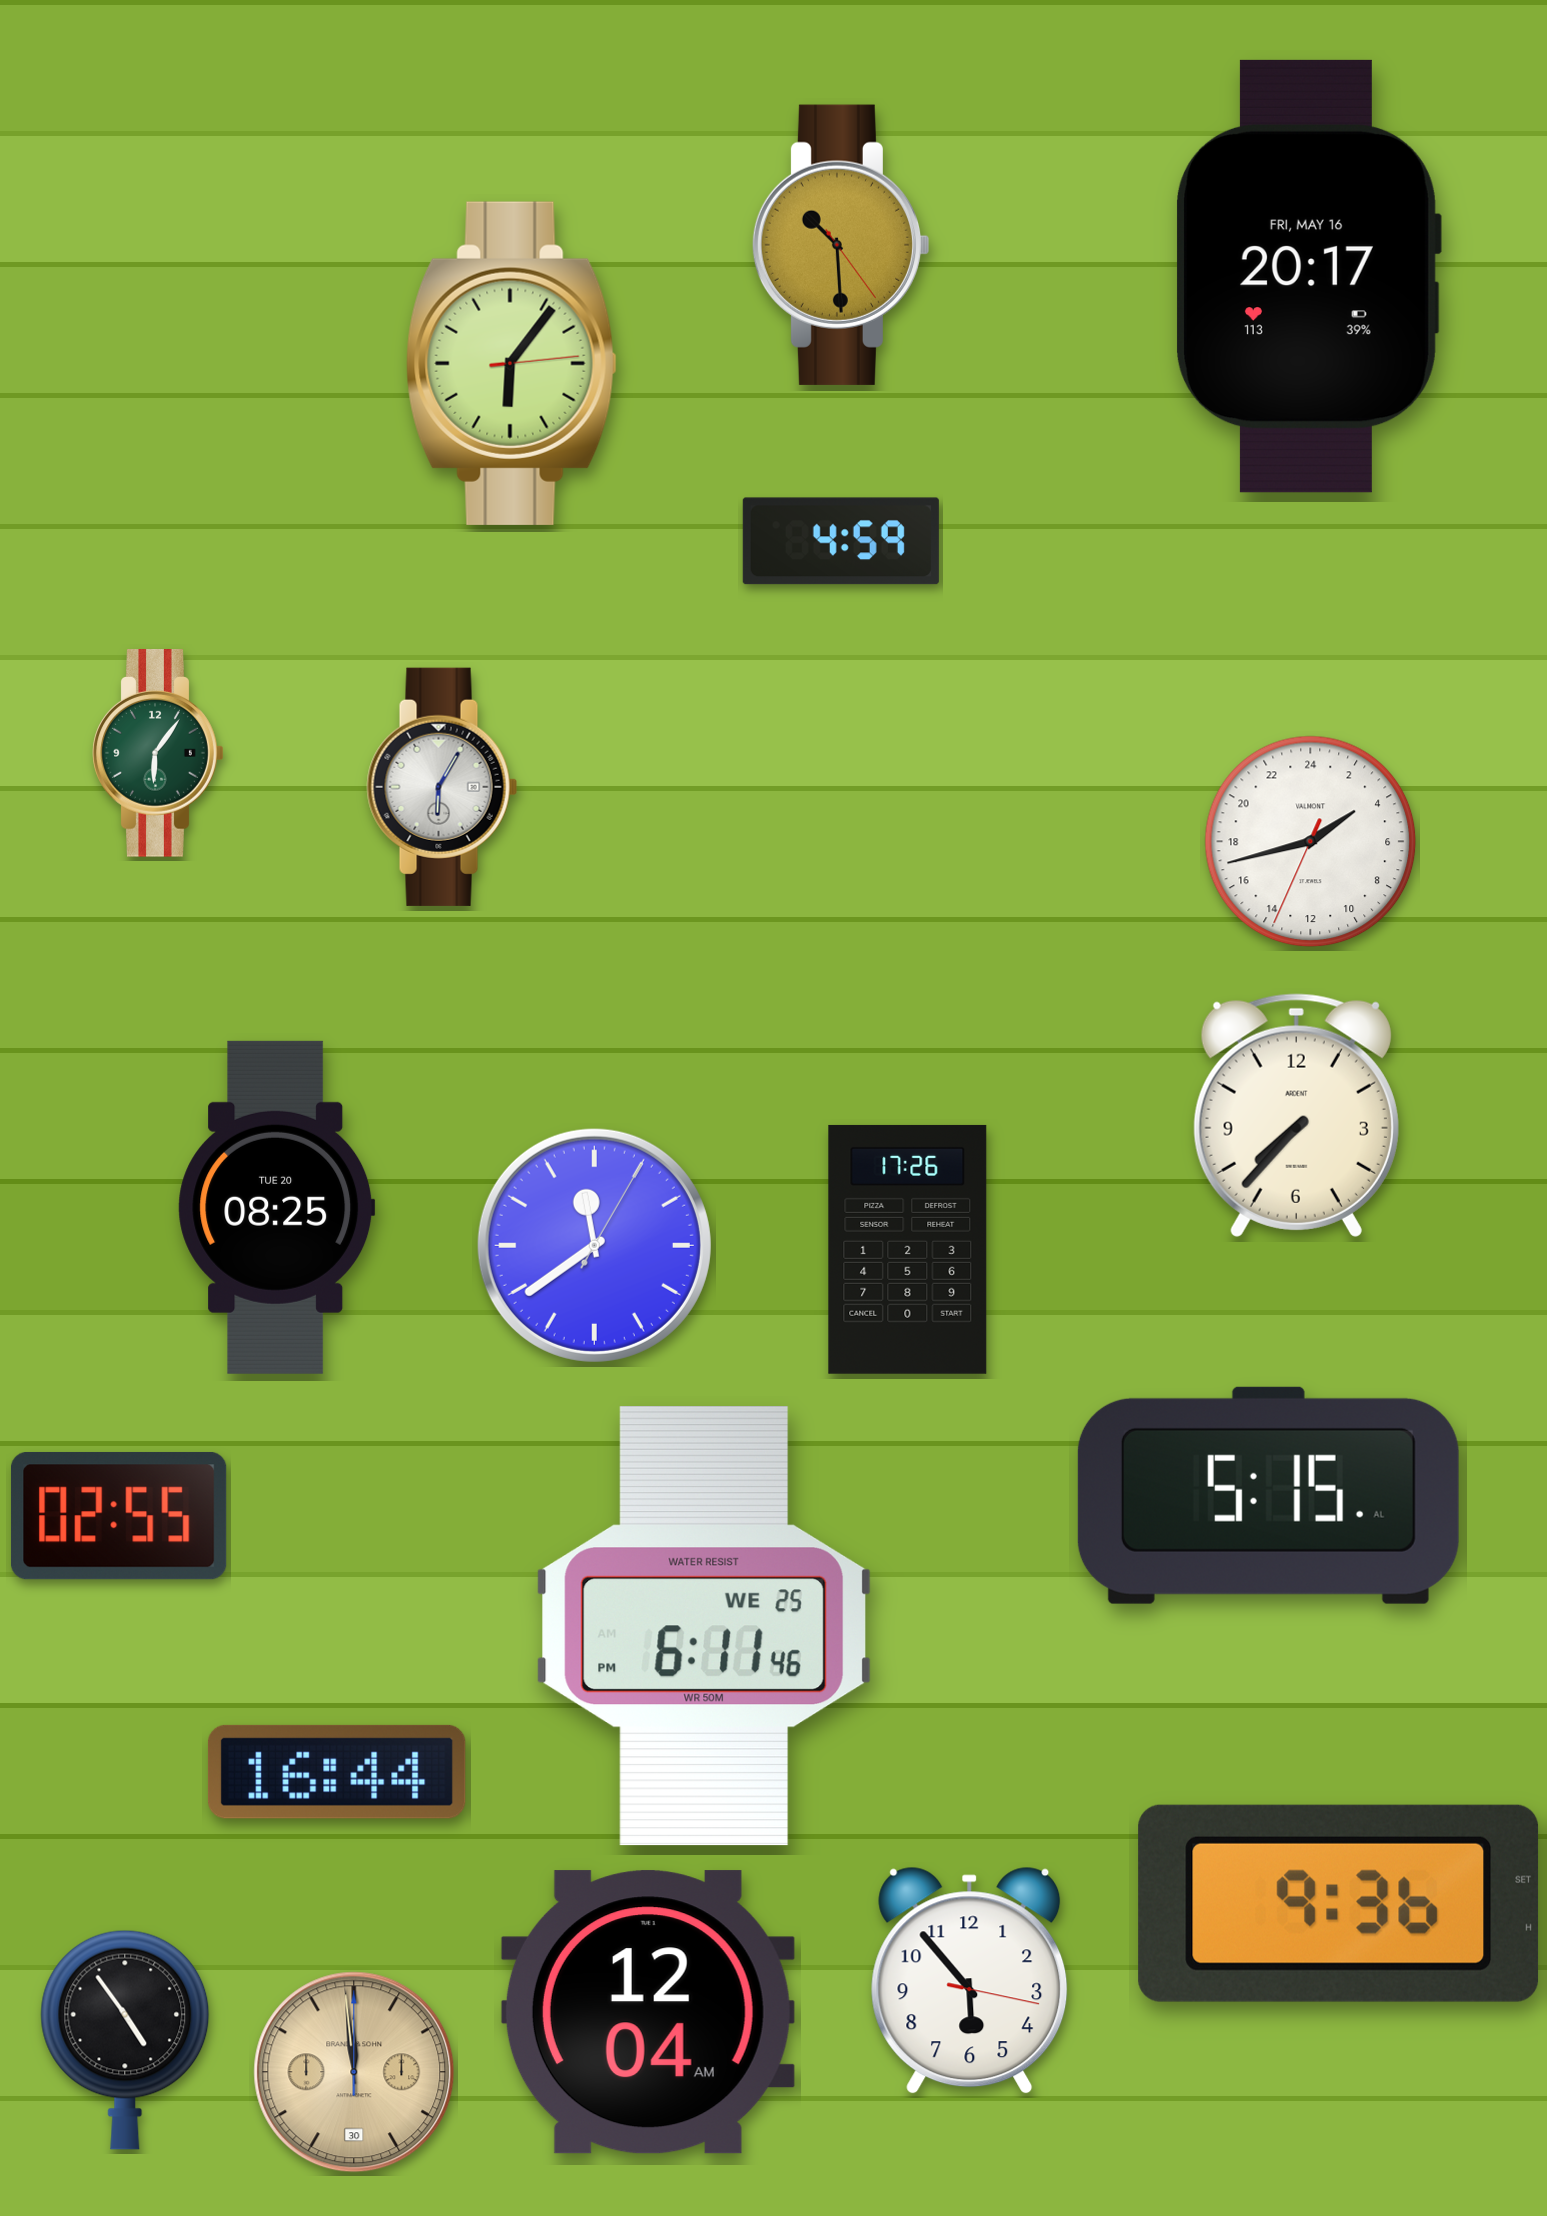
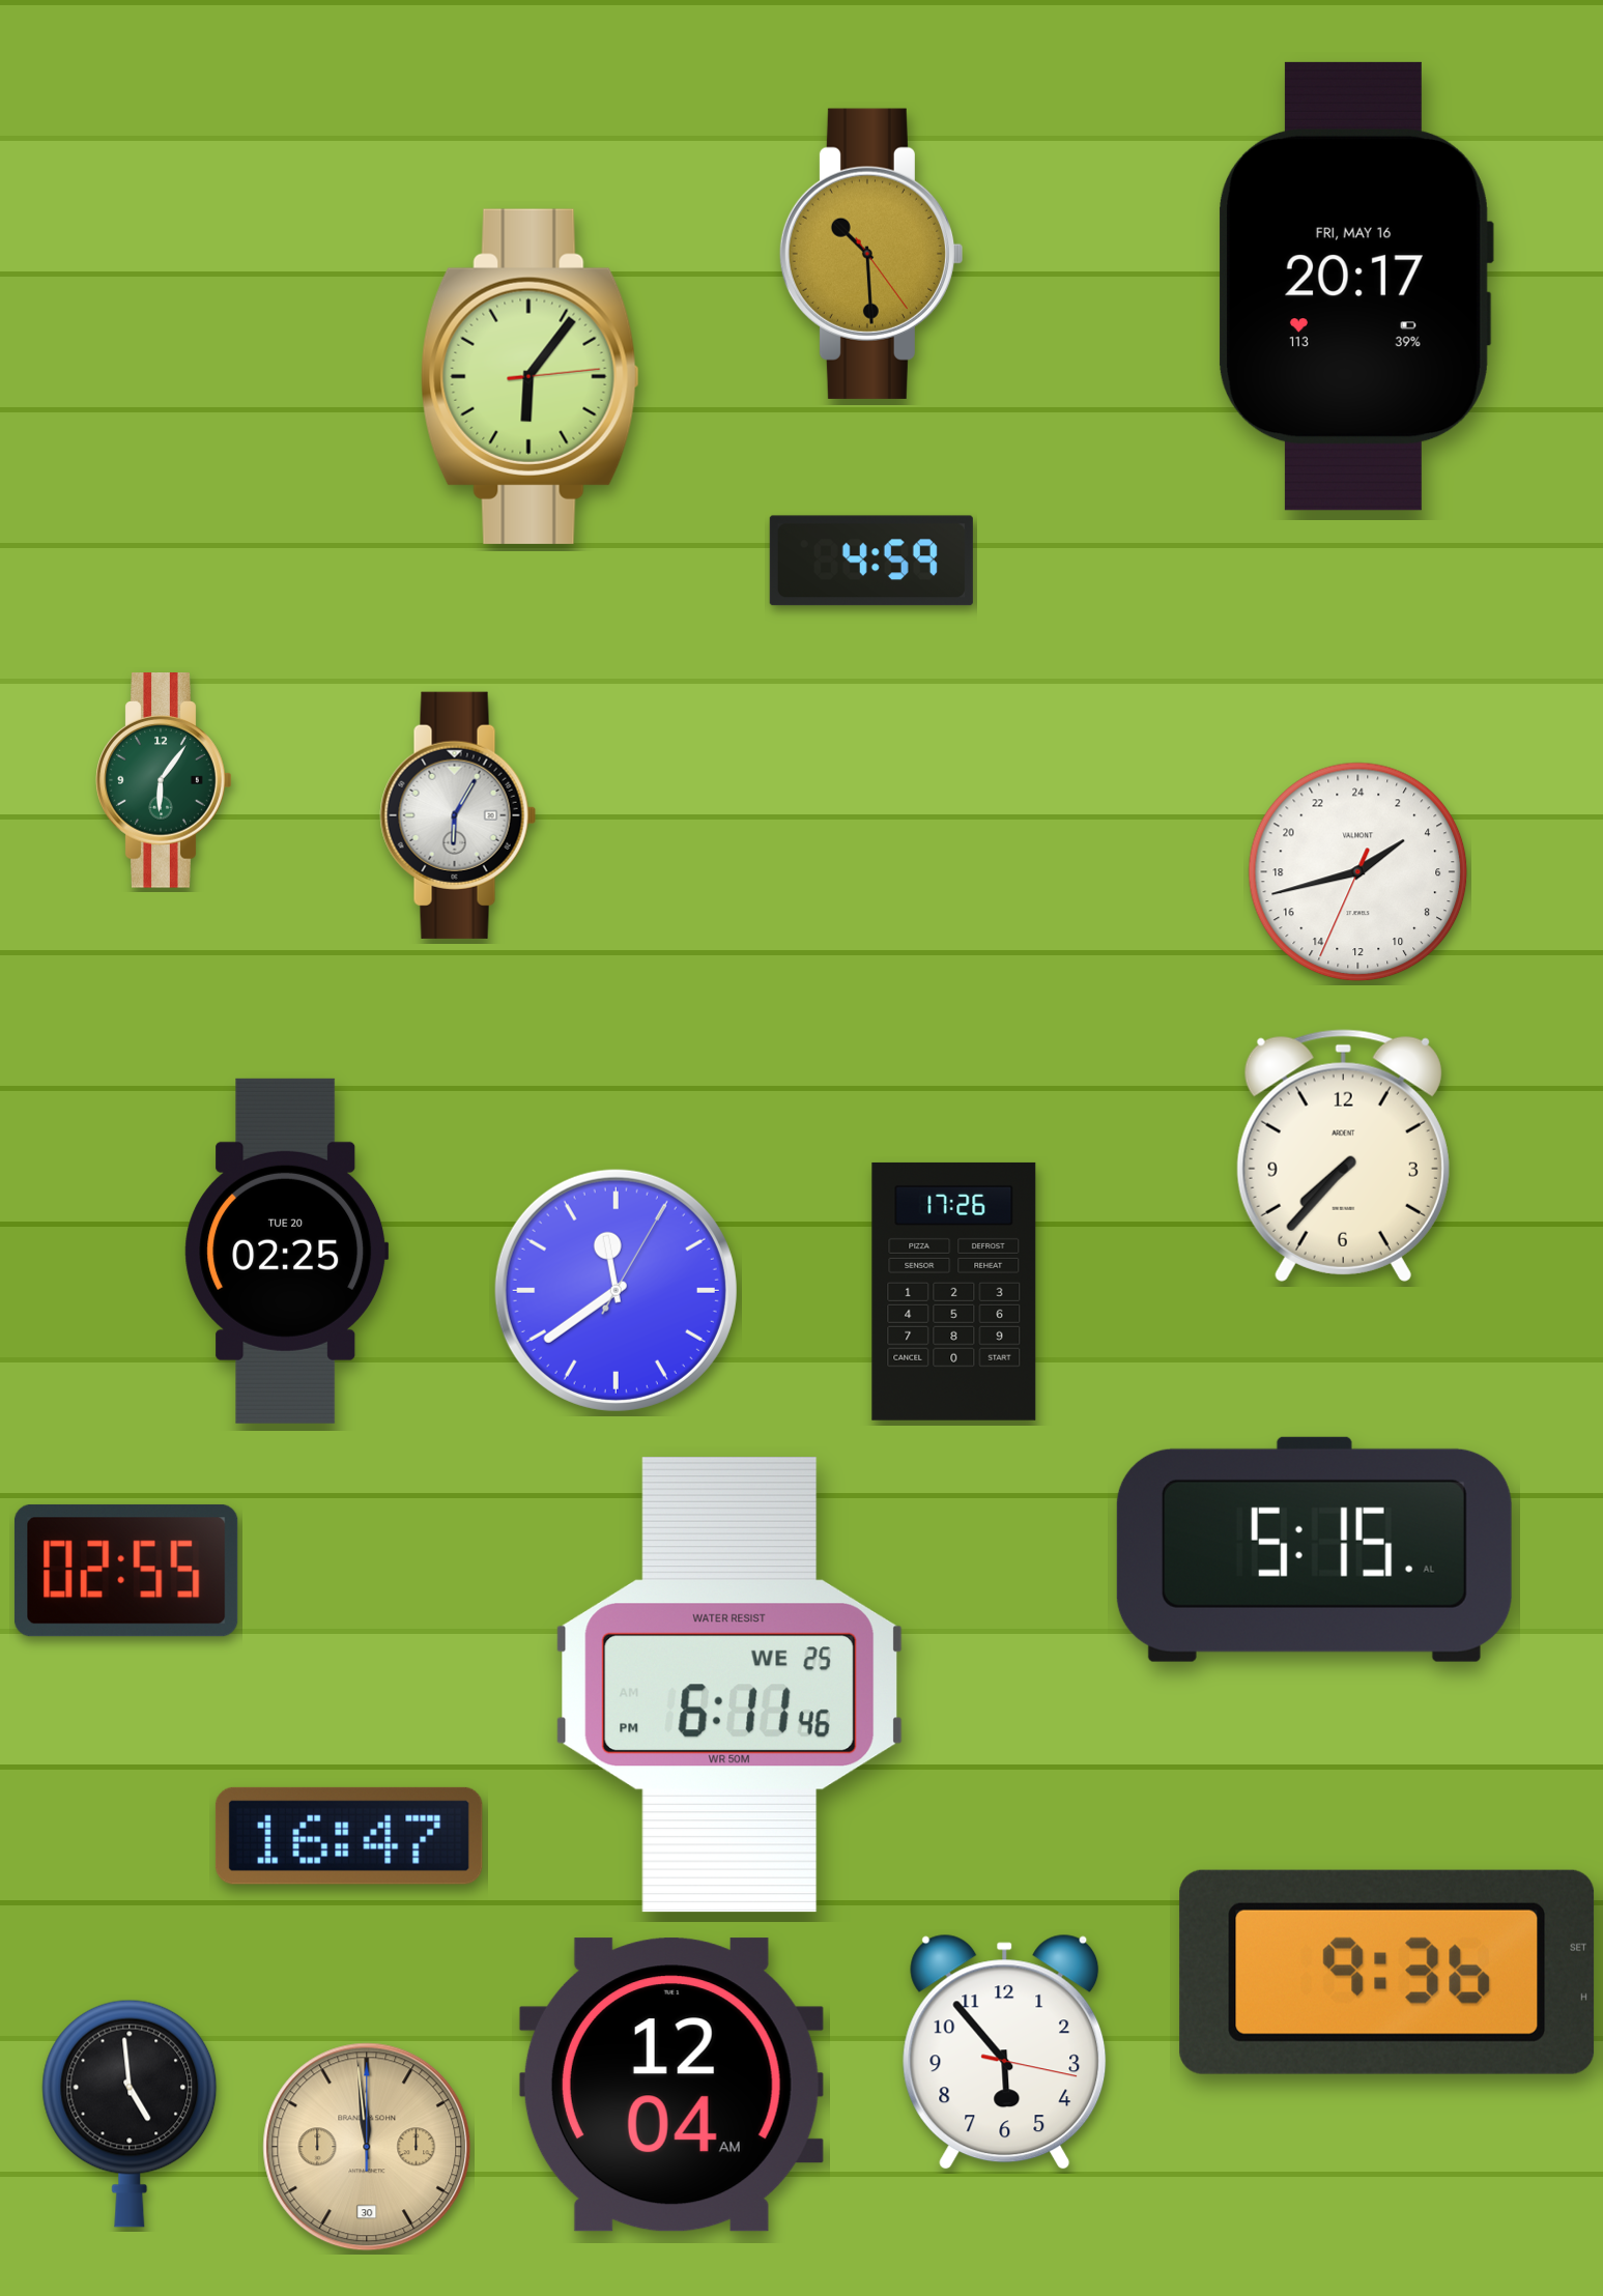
clock at (277, 1207): 08:25 -> 02:25
clock at (908, 1249) position: (908, 1249) -> (954, 1291)
clock at (119, 1516) position: (119, 1516) -> (126, 1571)
clock at (337, 1772): 16:44 -> 16:47
clock at (125, 2040): 4:54 -> 4:59
